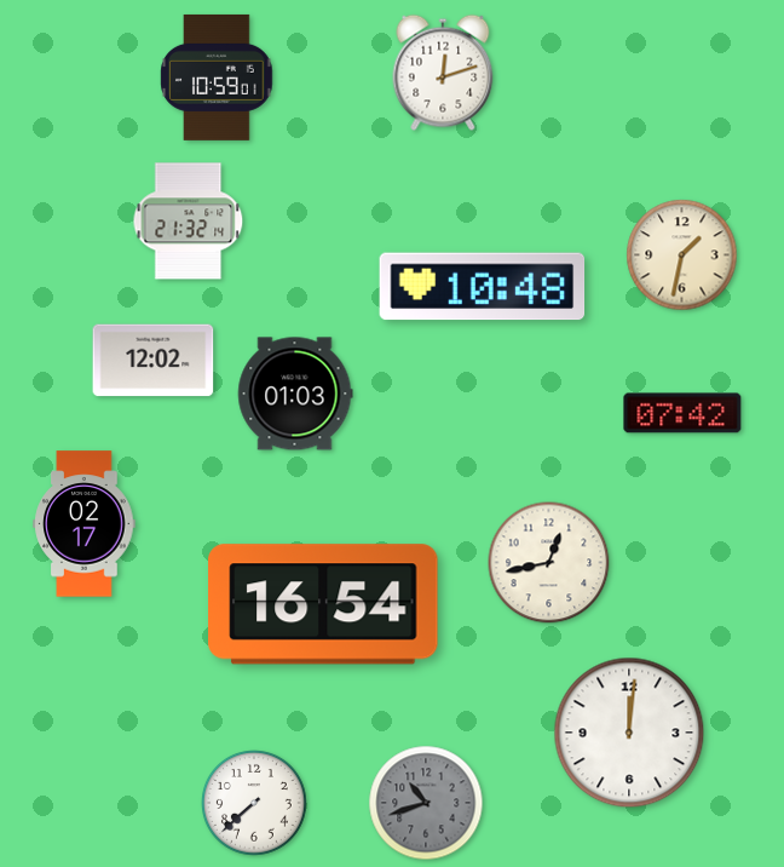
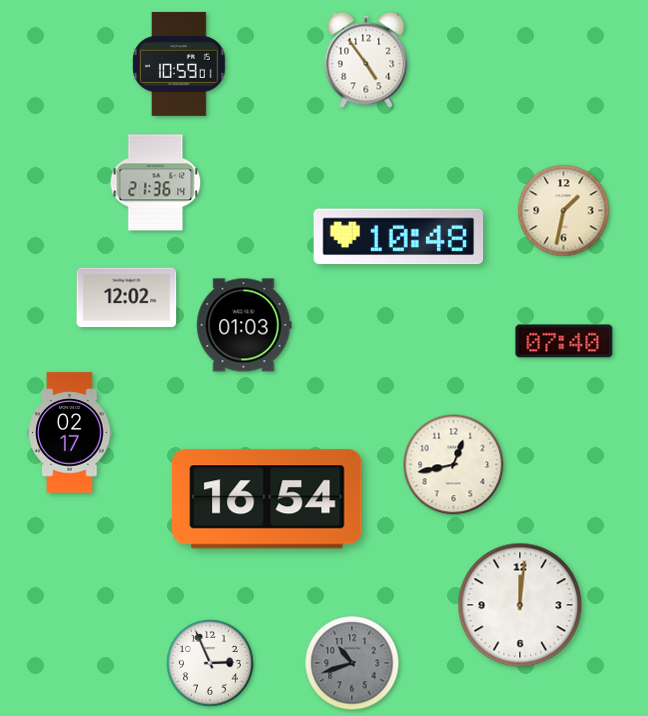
clock at (443, 73): 12:12 -> 4:54
clock at (189, 222): 21:32 -> 21:36
clock at (682, 413): 07:42 -> 07:40
clock at (255, 804): 7:38 -> 2:56
